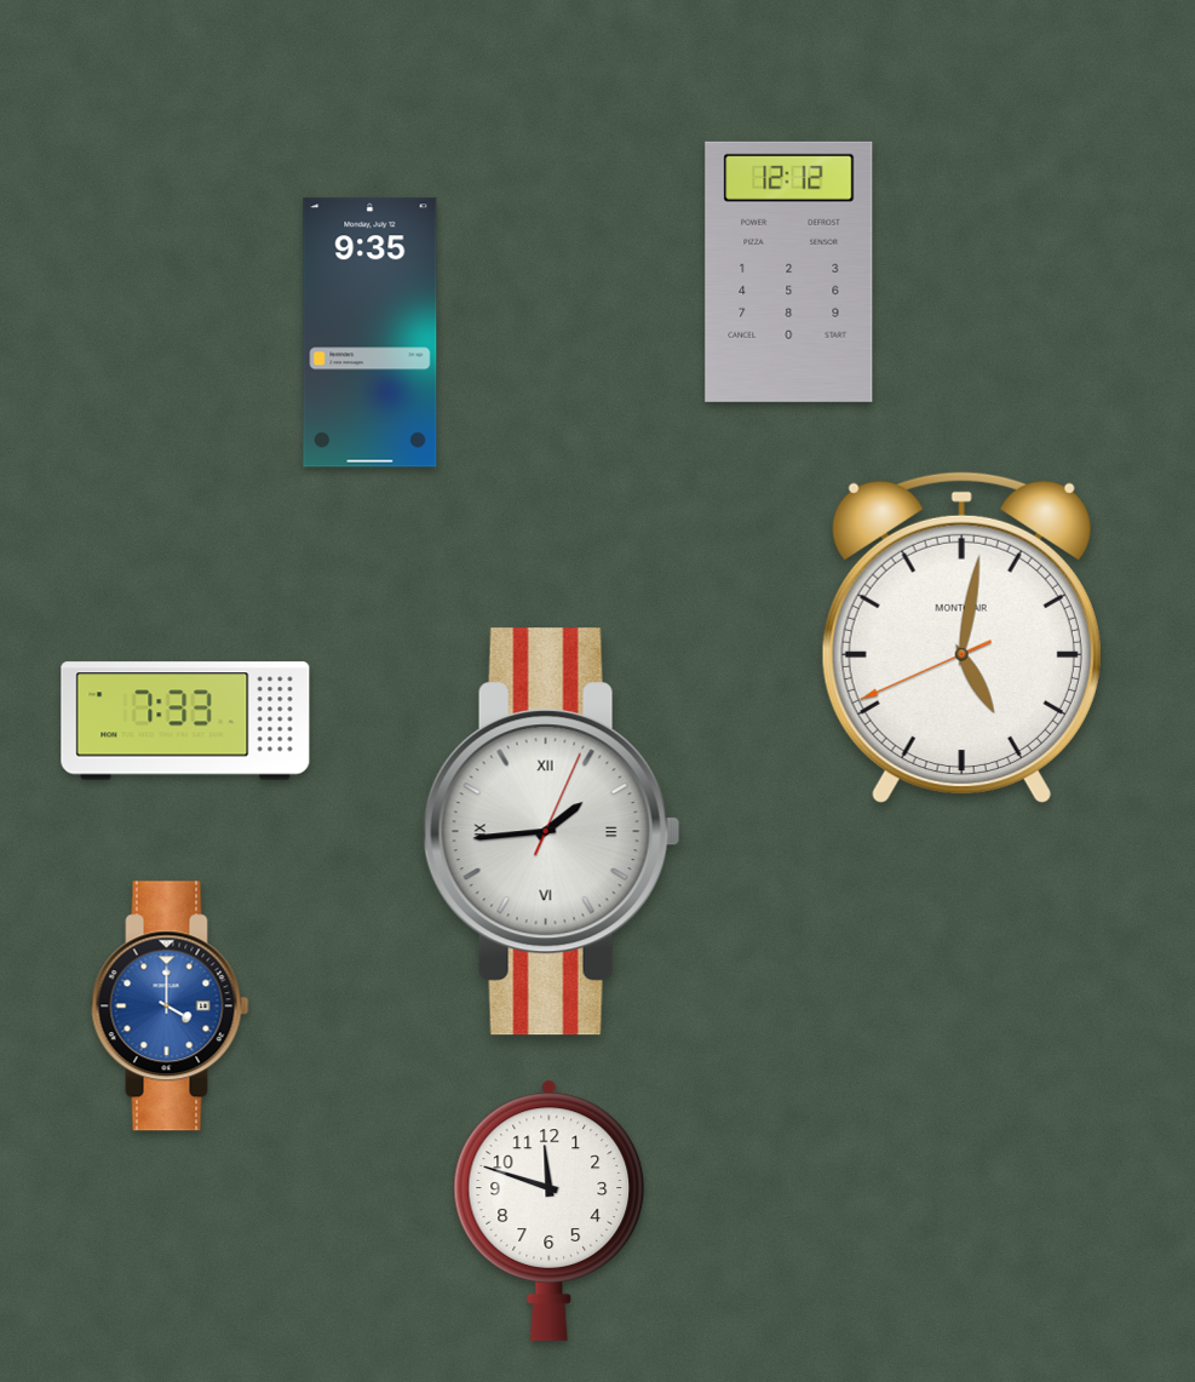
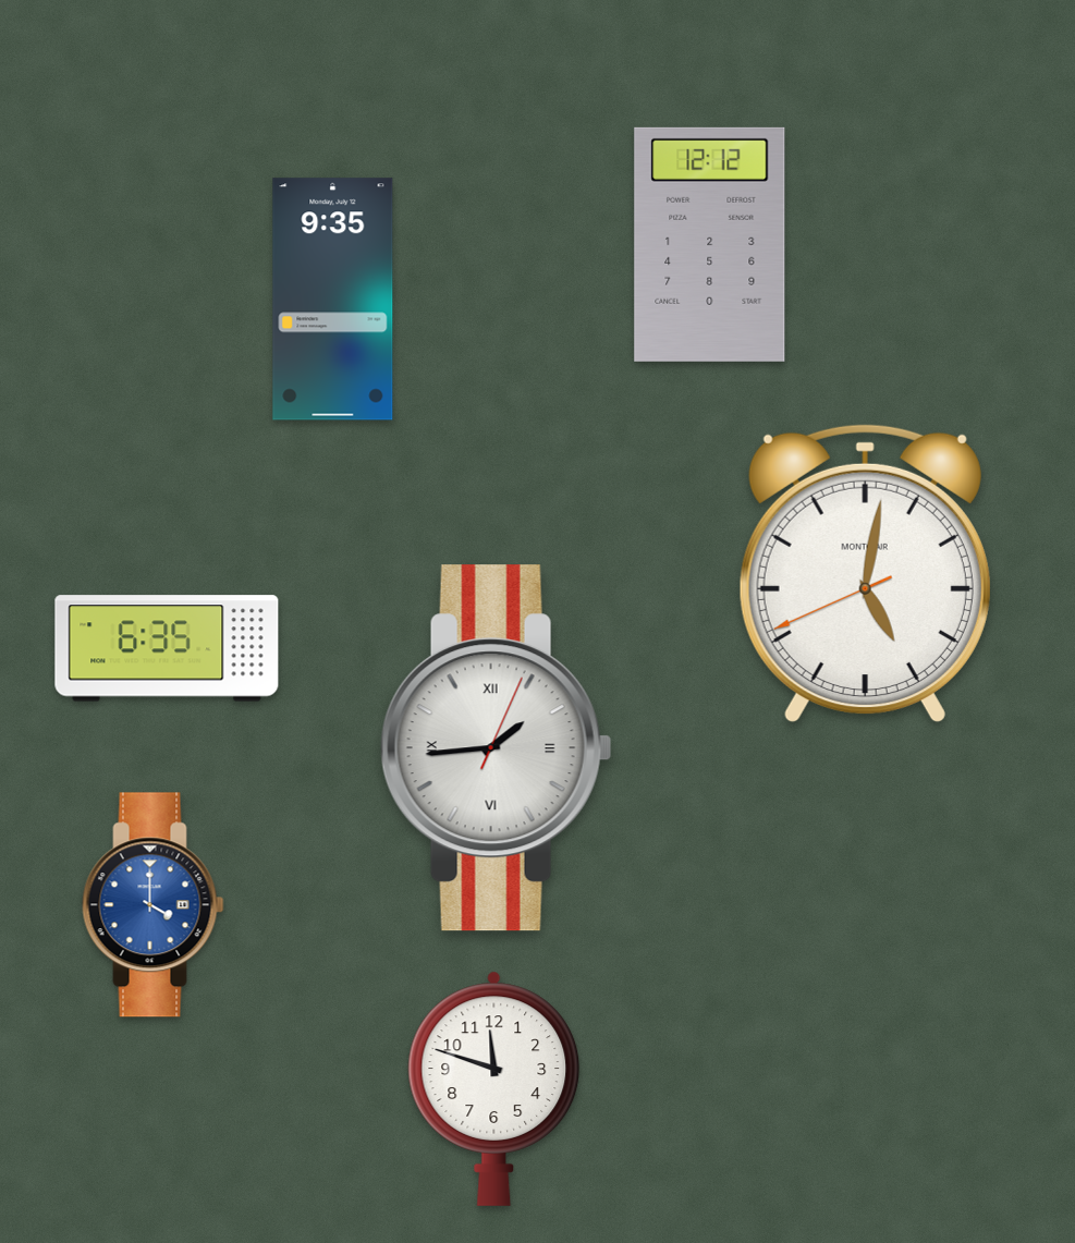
clock at (185, 721): 7:33 -> 6:35
